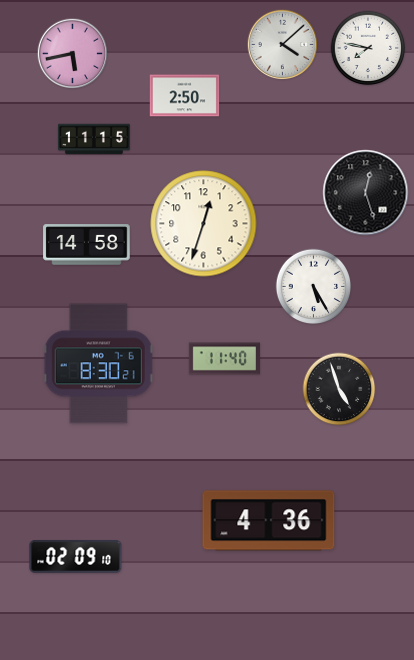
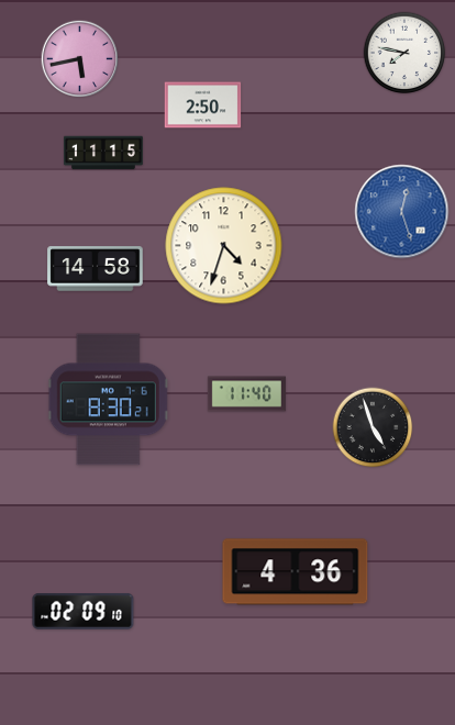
clock at (283, 45): 4:08 -> none
clock at (366, 193) dial: black -> blue
clock at (204, 224): 12:33 -> 4:33
clock at (314, 287): 5:25 -> none
